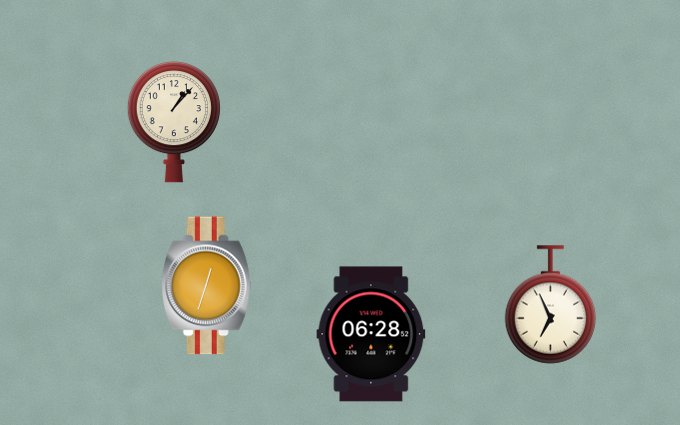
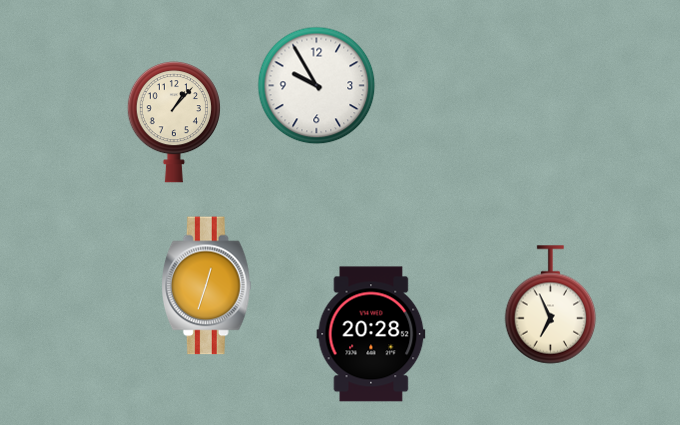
clock at (317, 86): none -> 9:55
clock at (371, 334): 06:28 -> 20:28
